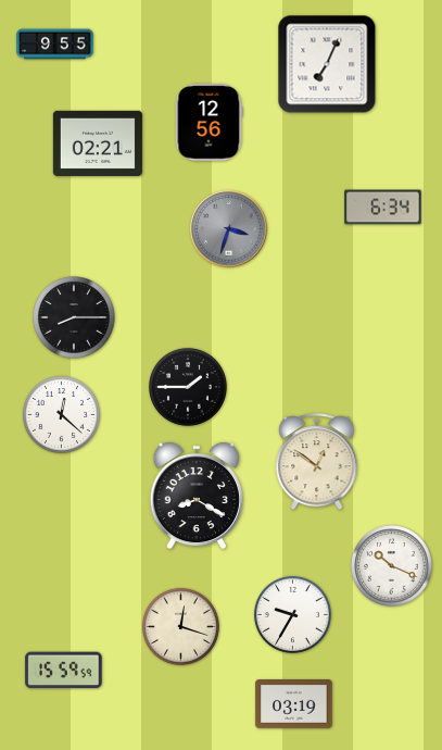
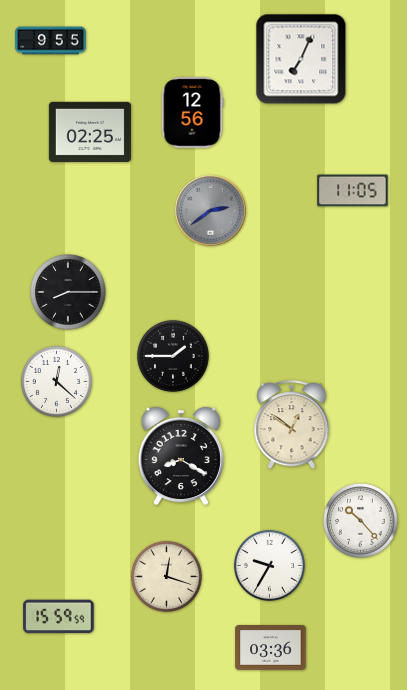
clock at (98, 143): 02:21 -> 02:25
clock at (383, 208): 6:34 -> 11:05
clock at (229, 229): 3:33 -> 2:39
clock at (392, 566): 10:19 -> 10:23
clock at (294, 704): 03:19 -> 03:36
